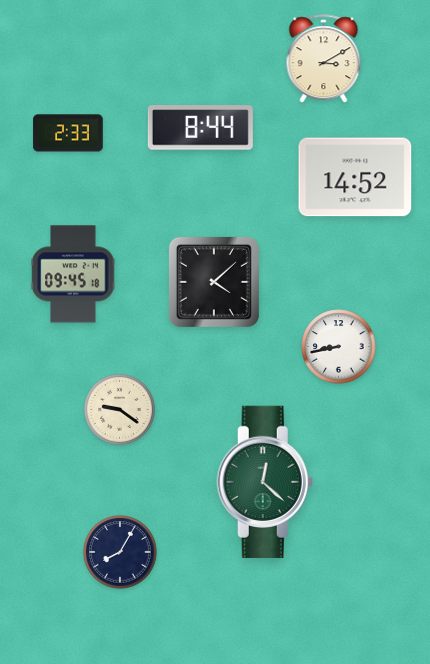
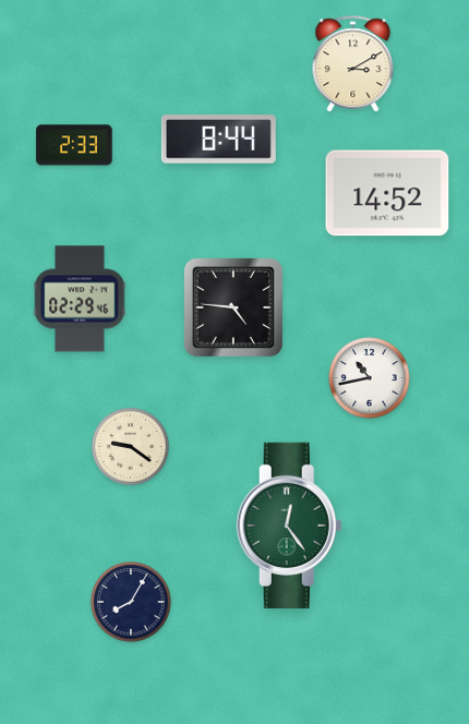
clock at (73, 274): 09:45 -> 02:29
clock at (214, 282): 4:08 -> 4:46
clock at (339, 347): 8:43 -> 10:43
clock at (265, 482): 12:22 -> 12:24
